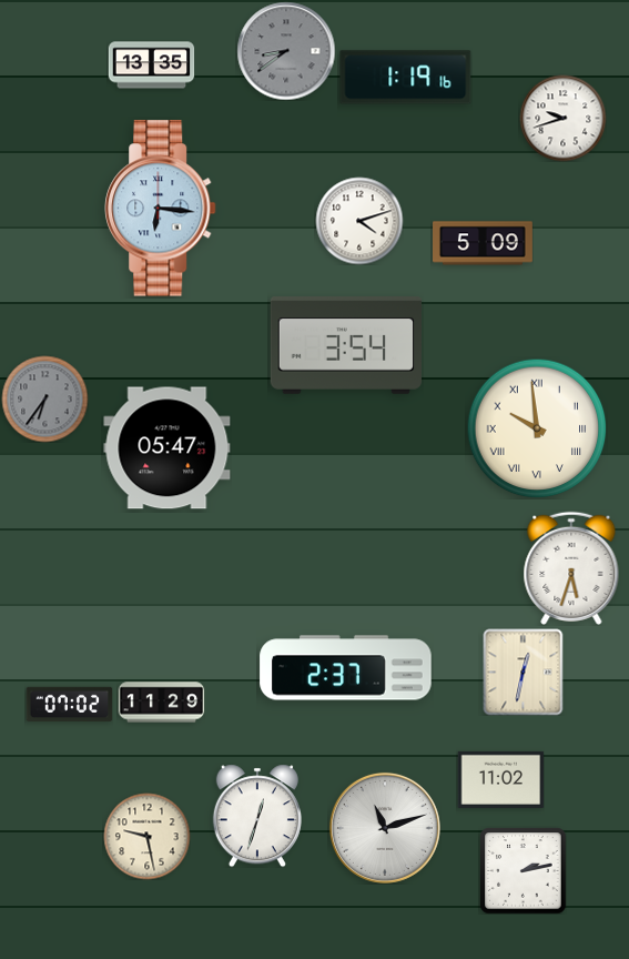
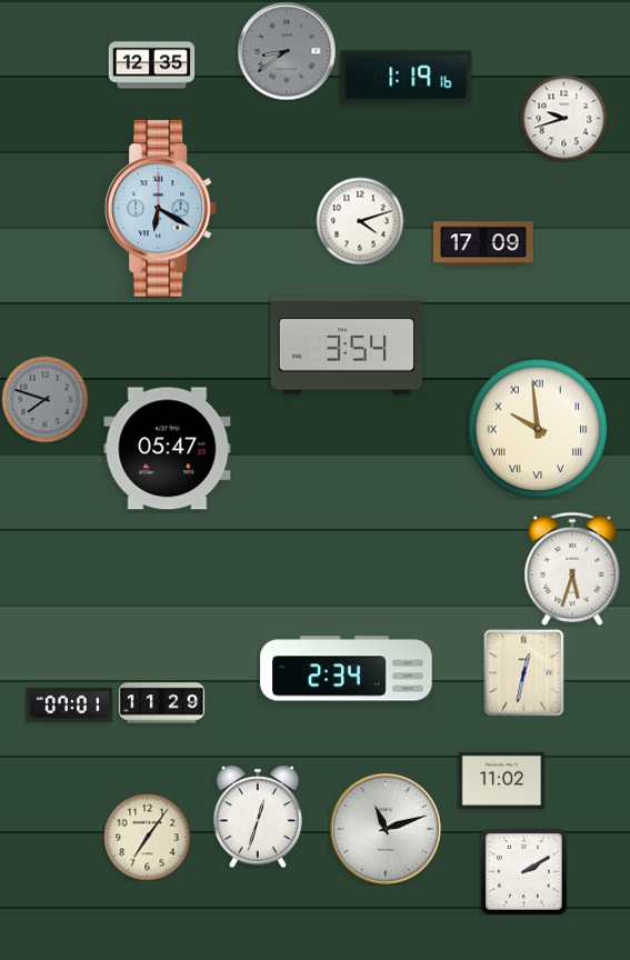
clock at (151, 65): 13:35 -> 12:35
clock at (161, 209): 6:16 -> 6:20
clock at (484, 243): 5:09 -> 17:09
clock at (44, 398): 6:36 -> 7:48
clock at (346, 668): 2:37 -> 2:34
clock at (69, 704): 07:02 -> 07:01
clock at (146, 836): 9:28 -> 7:06
clock at (523, 870): 2:13 -> 2:10
